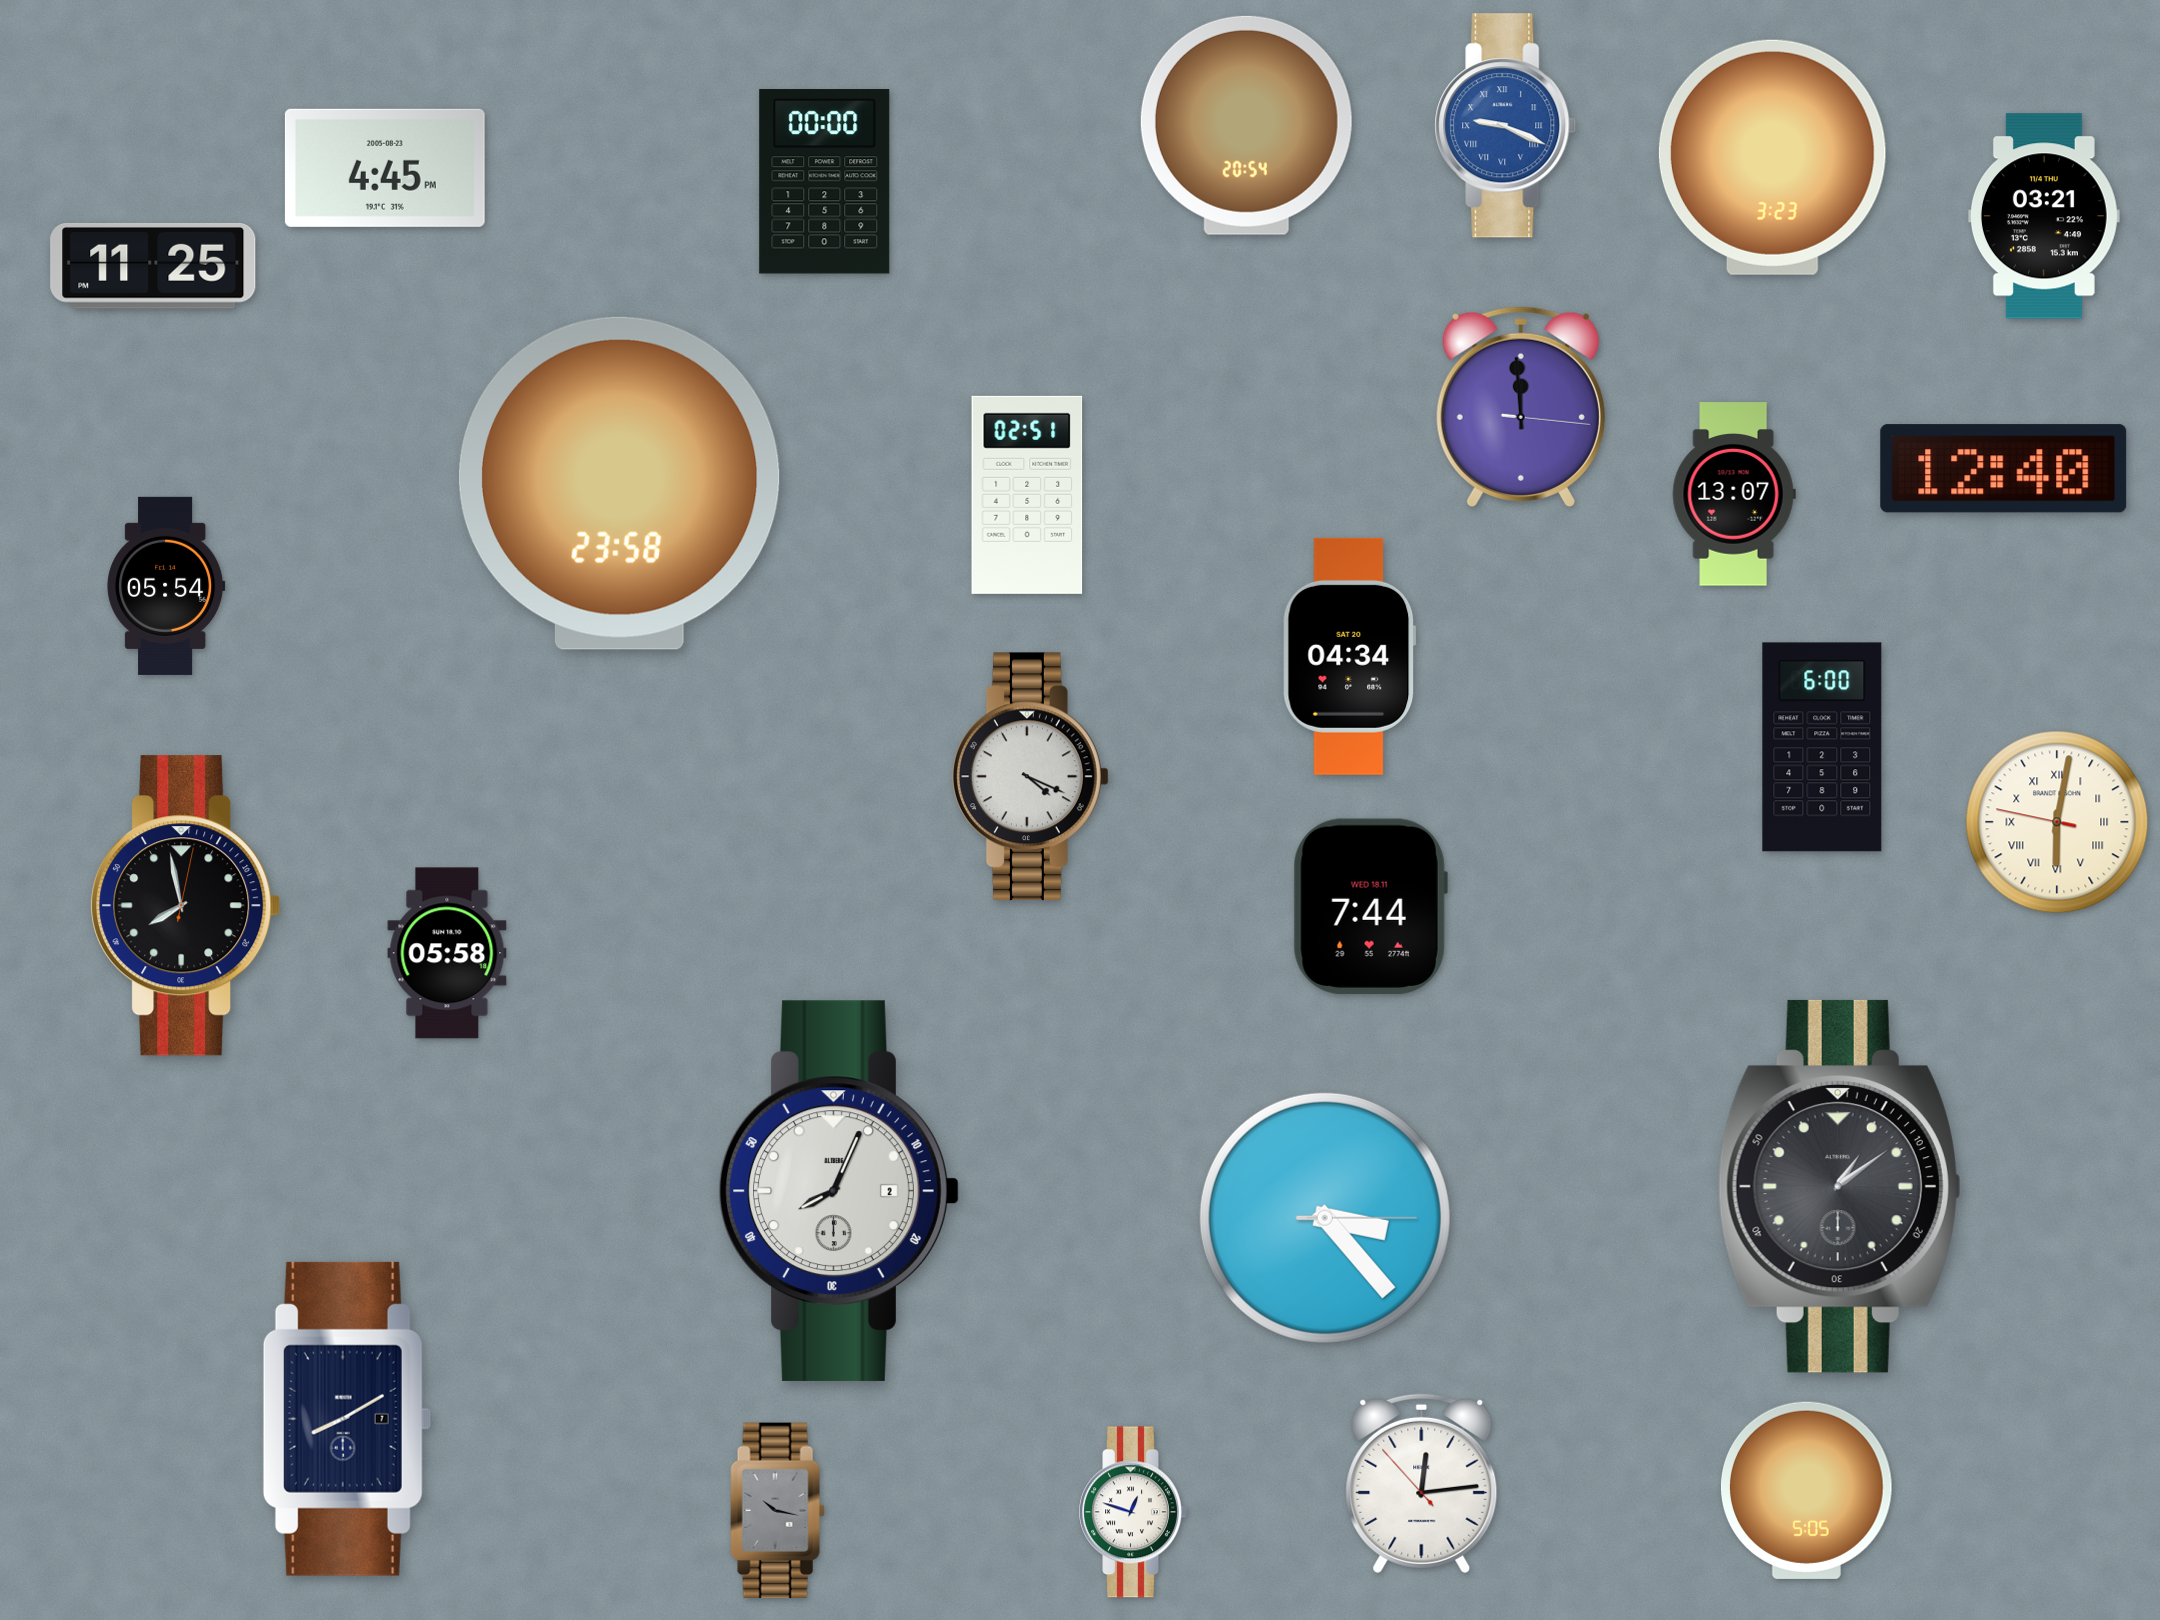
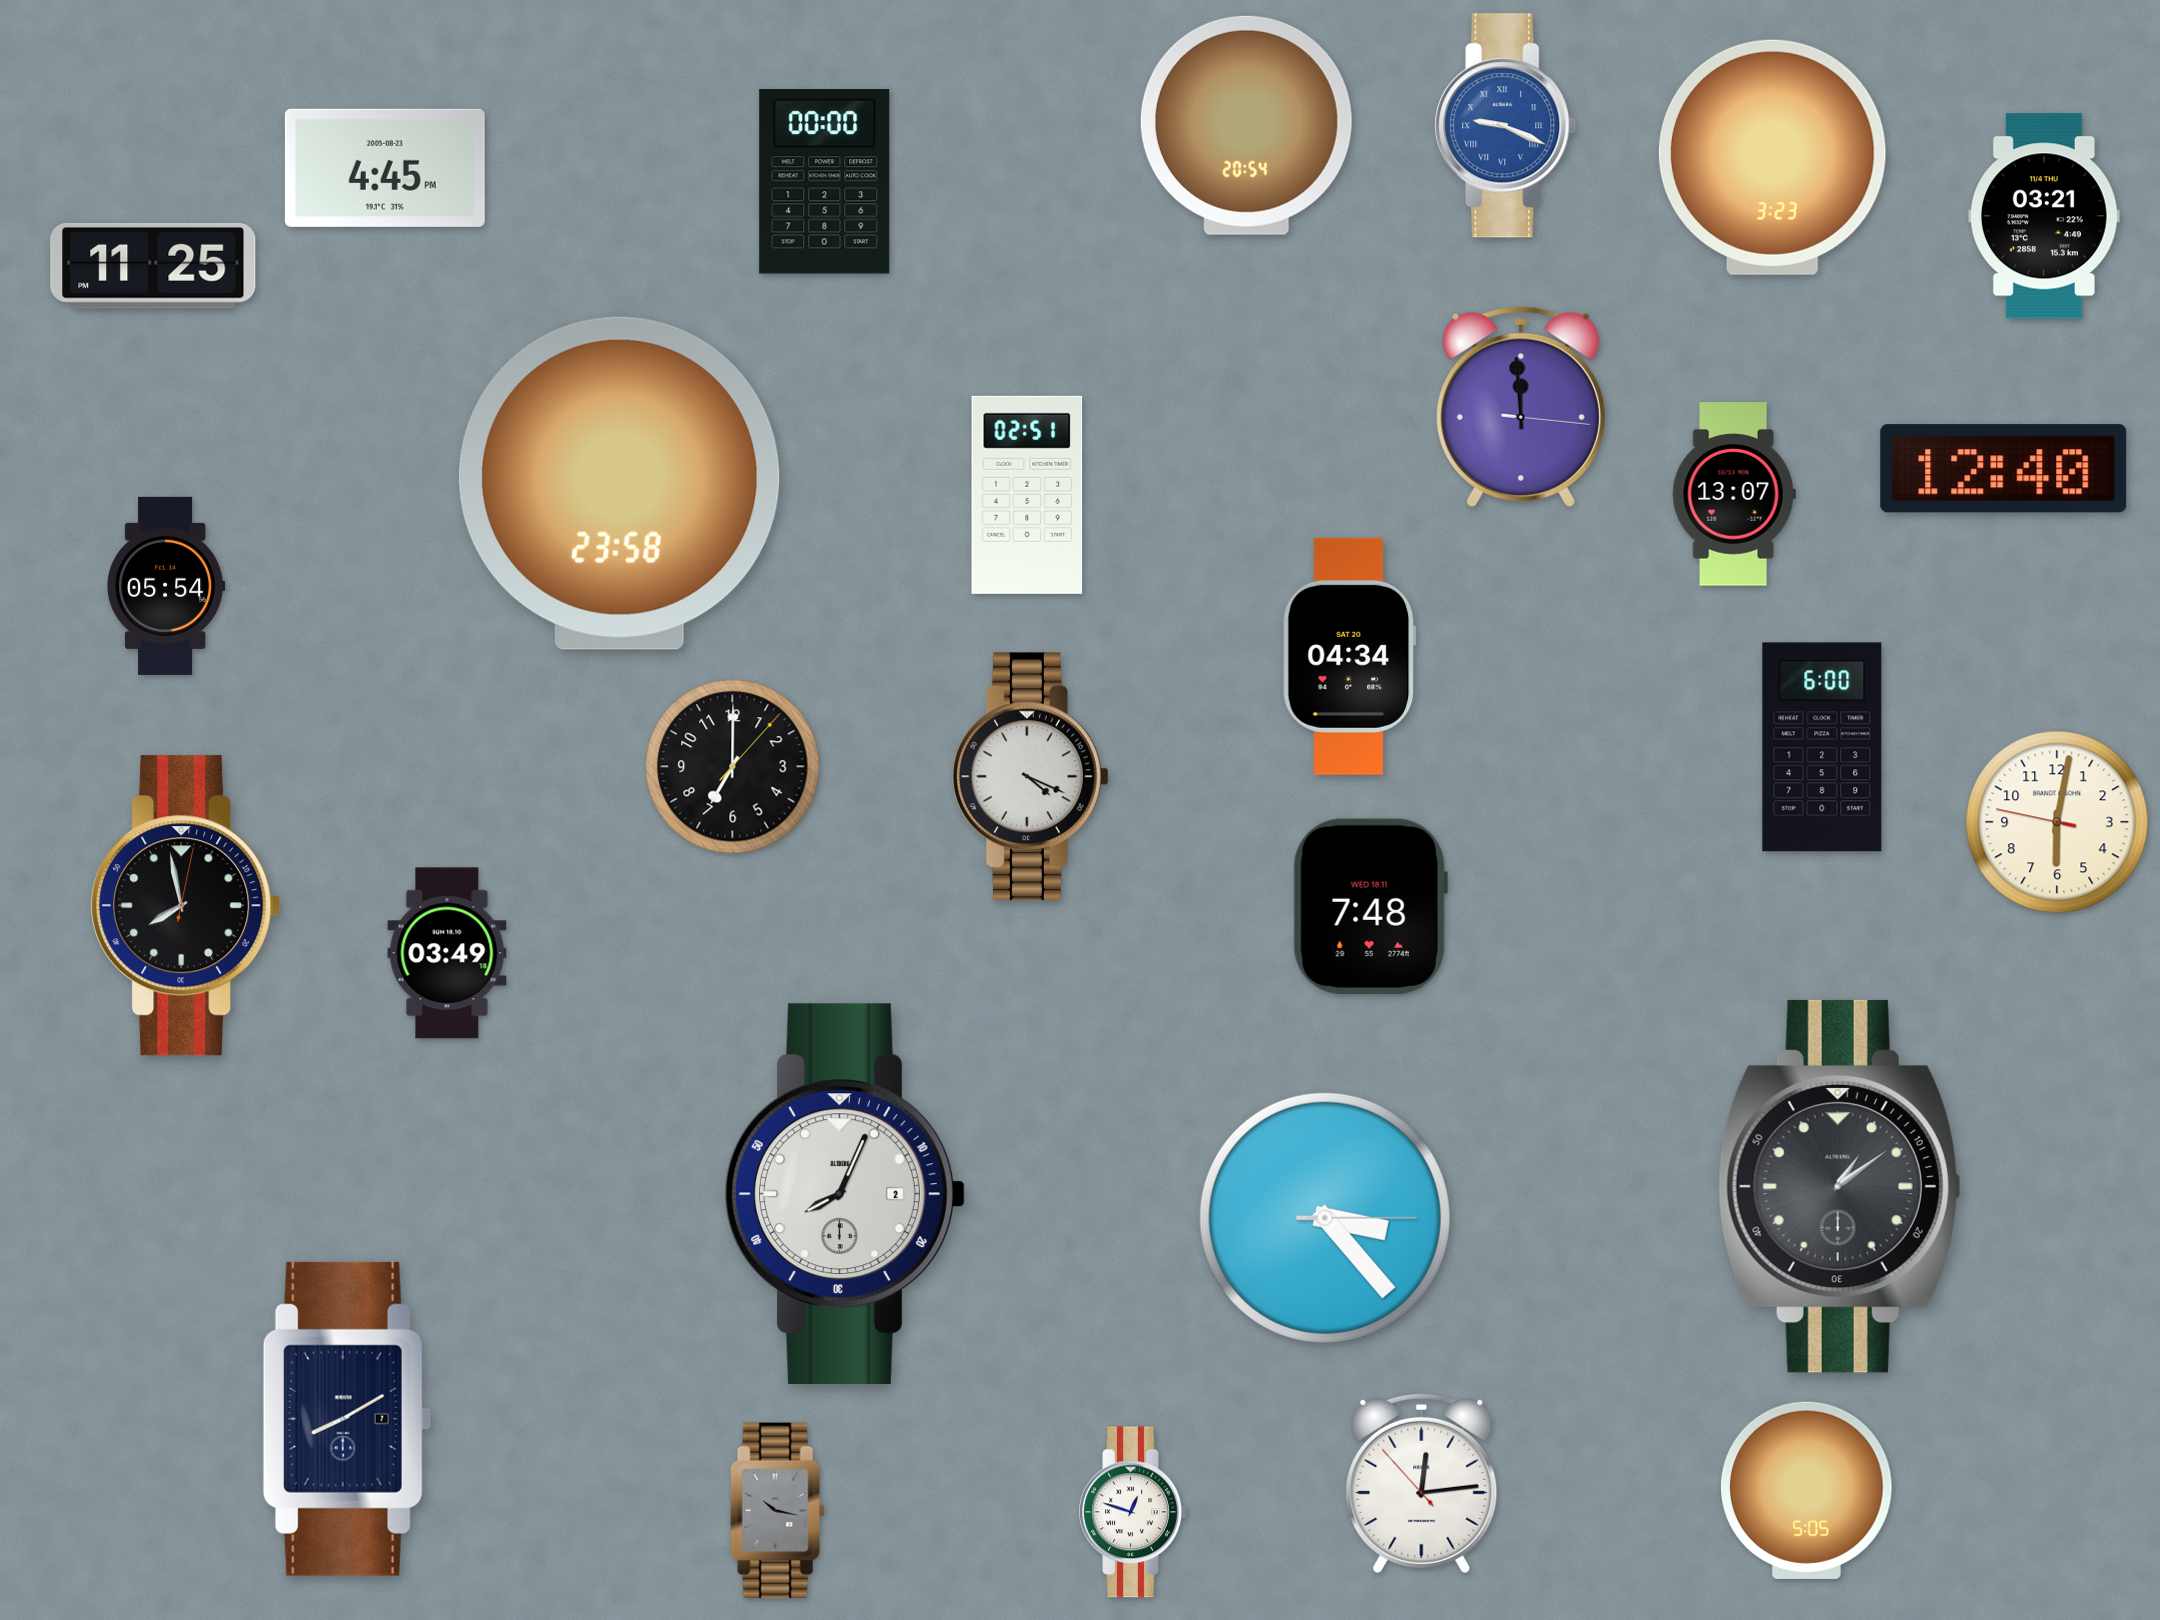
clock at (733, 767): none -> 7:00
clock at (2057, 822) numerals: Roman -> Arabic
clock at (1370, 906): 7:44 -> 7:48
clock at (447, 953): 05:58 -> 03:49
clock at (839, 1191) position: (839, 1191) -> (845, 1194)
